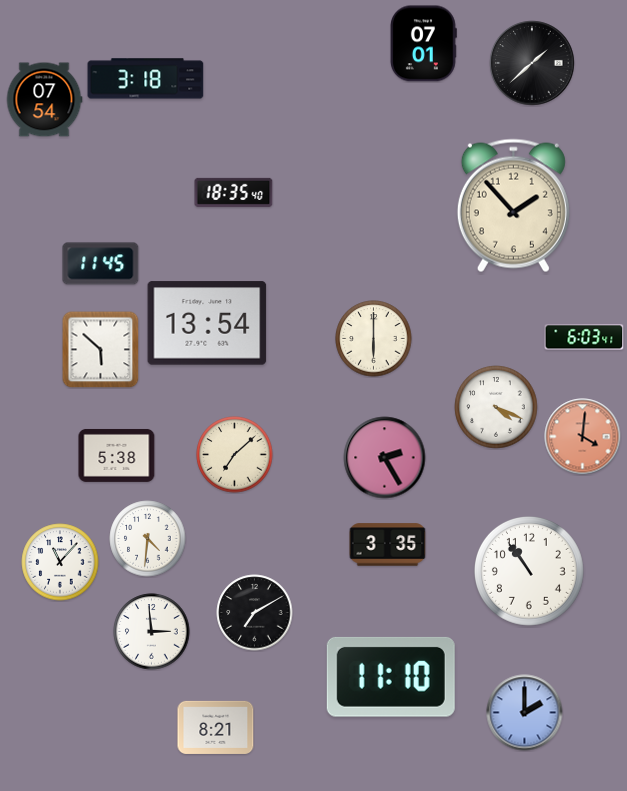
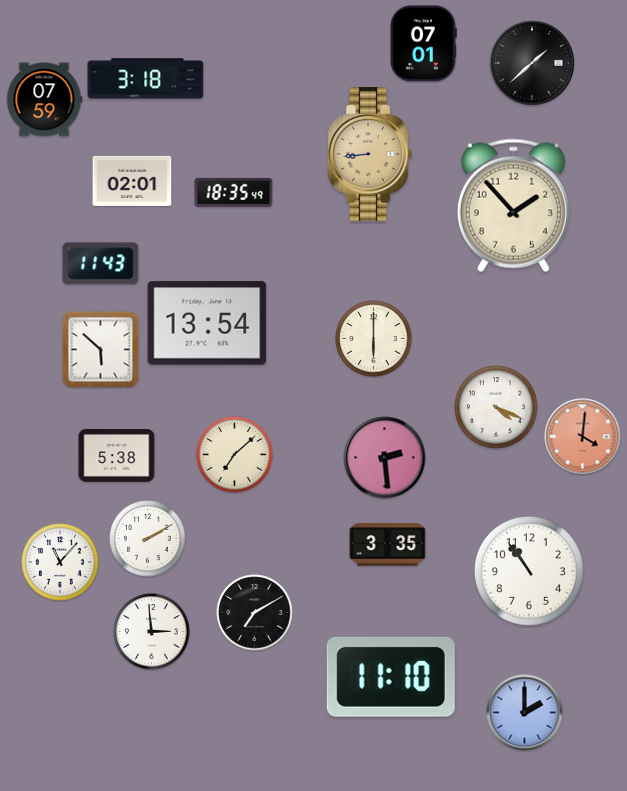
clock at (44, 100): 07:54 -> 07:59
clock at (370, 154): none -> 8:44
clock at (132, 181): none -> 02:01
clock at (234, 192): 18:35:40 -> 18:35:49
clock at (101, 264): 11:45 -> 11:43
clock at (584, 337): 6:03 -> none
clock at (385, 458): 2:25 -> 2:29
clock at (148, 539): 4:31 -> 2:10
clock at (216, 727): 8:21 -> none
